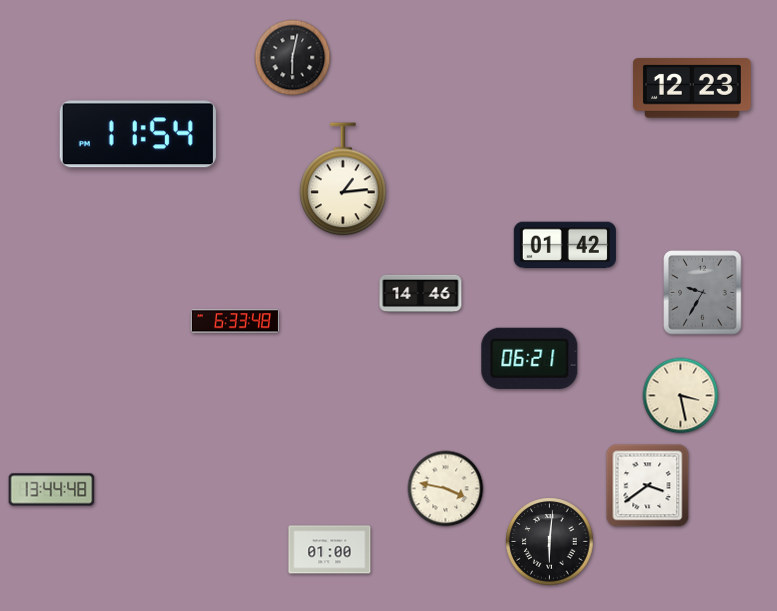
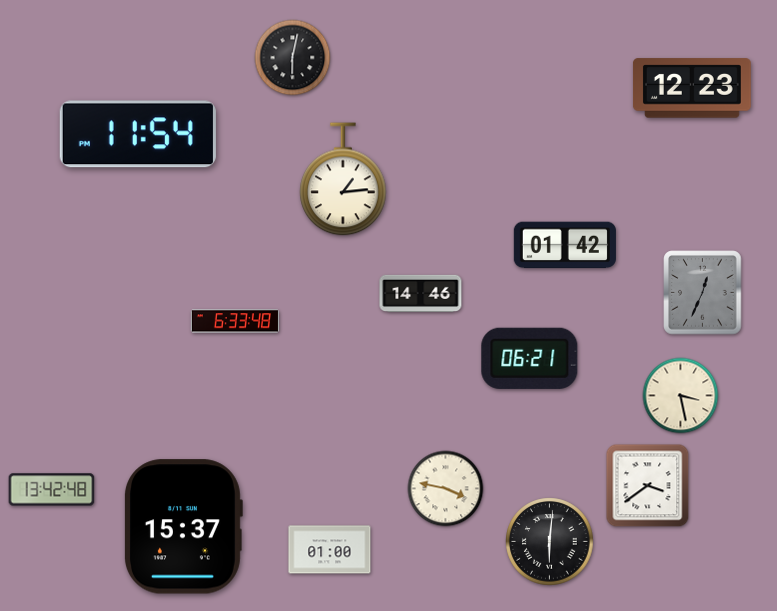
clock at (703, 293): 9:35 -> 12:34
clock at (52, 490): 13:44 -> 13:42
clock at (183, 527): none -> 15:37
